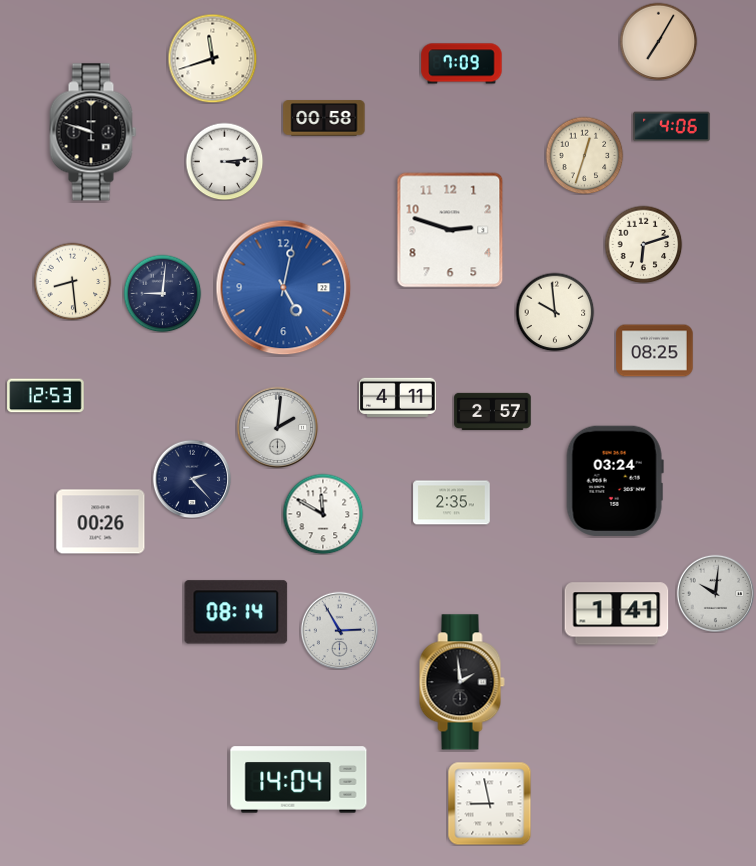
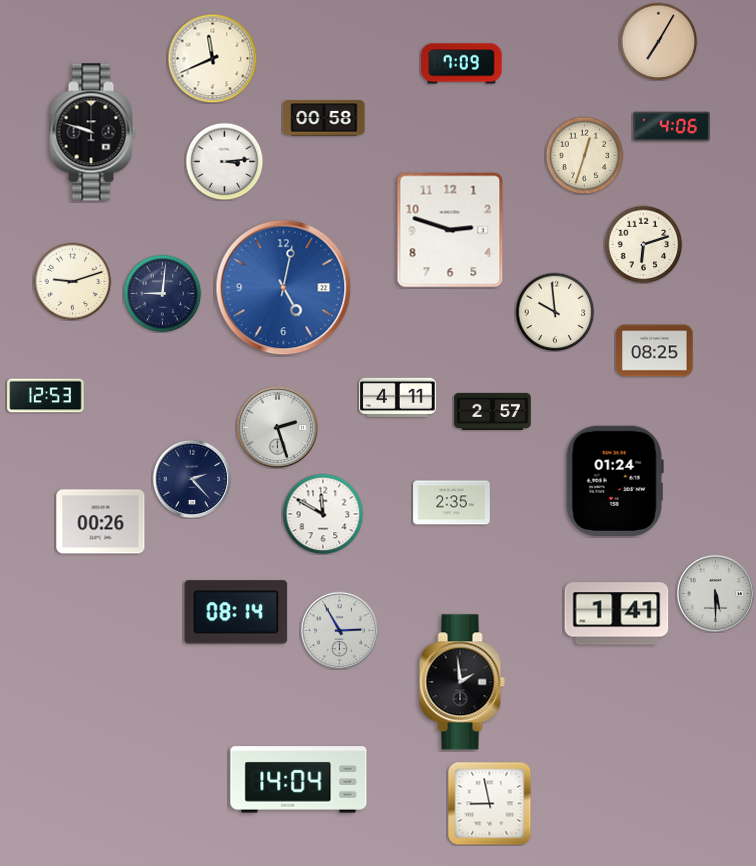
clock at (212, 58): 11:42 -> 11:41
clock at (72, 281): 8:29 -> 9:12
clock at (277, 427): 2:01 -> 2:27
clock at (615, 481): 03:24 -> 01:24
clock at (715, 593): 10:01 -> 5:30
